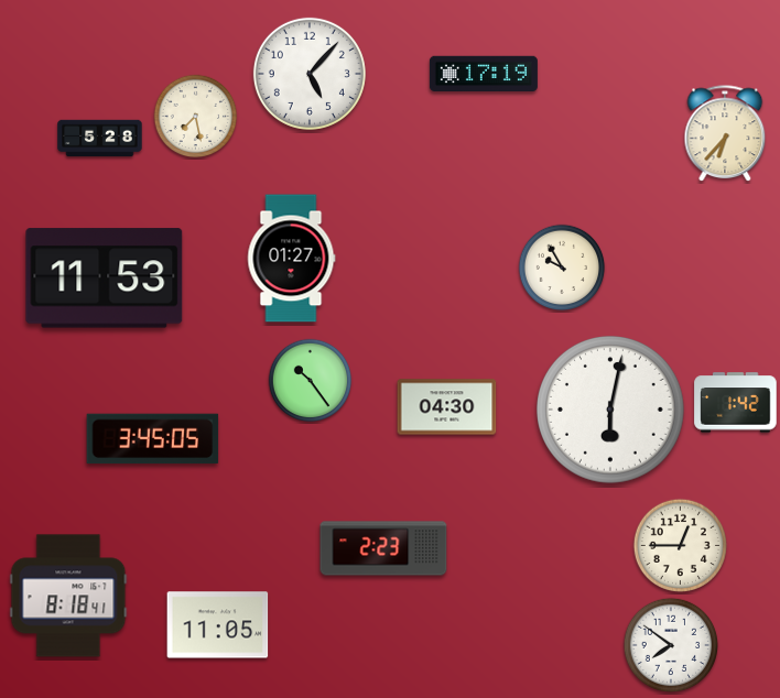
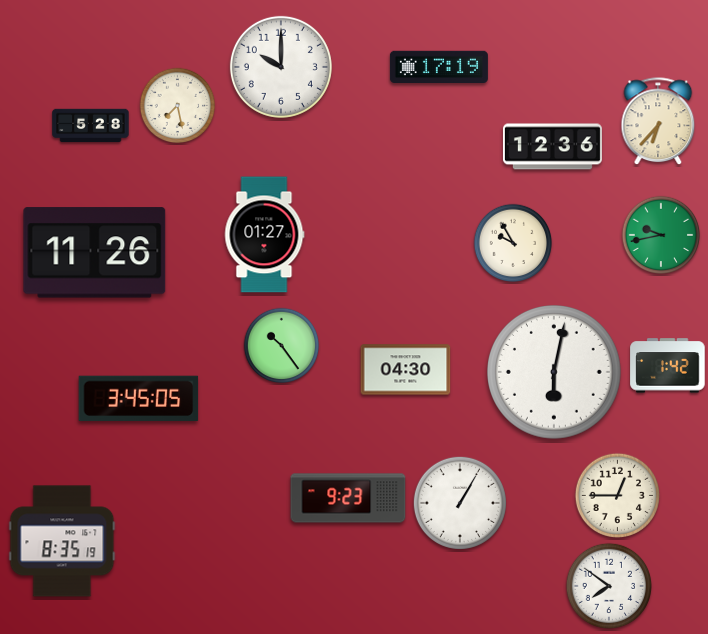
clock at (310, 74): 5:07 -> 10:00
clock at (552, 147): none -> 12:36
clock at (661, 235): none -> 9:43
clock at (562, 268) position: (562, 268) -> (513, 243)
clock at (105, 279): 11:53 -> 11:26
clock at (383, 548): 2:23 -> 9:23
clock at (460, 503): none -> 1:05
clock at (68, 596): 8:18 -> 8:35
clock at (218, 625): 11:05 -> none
